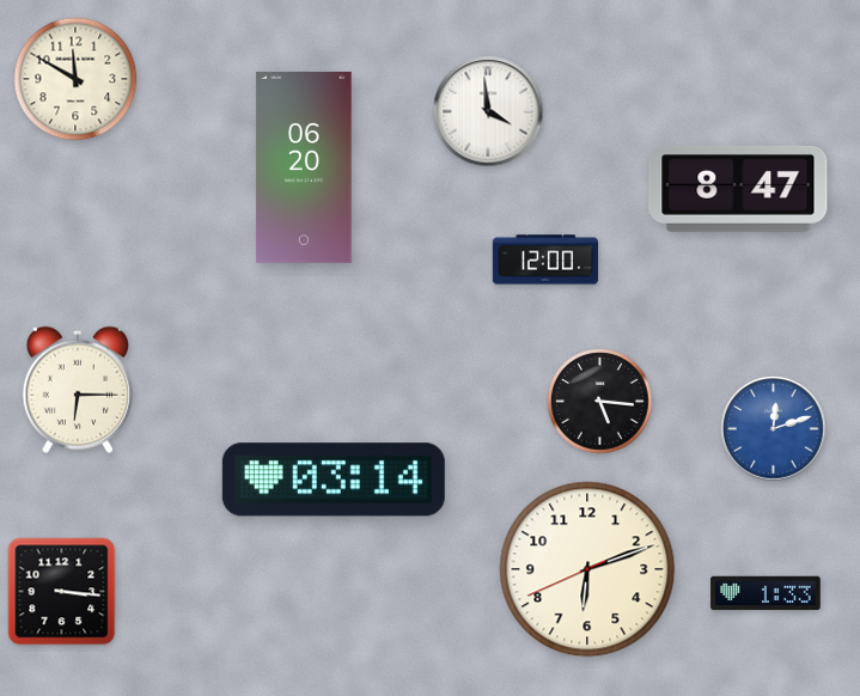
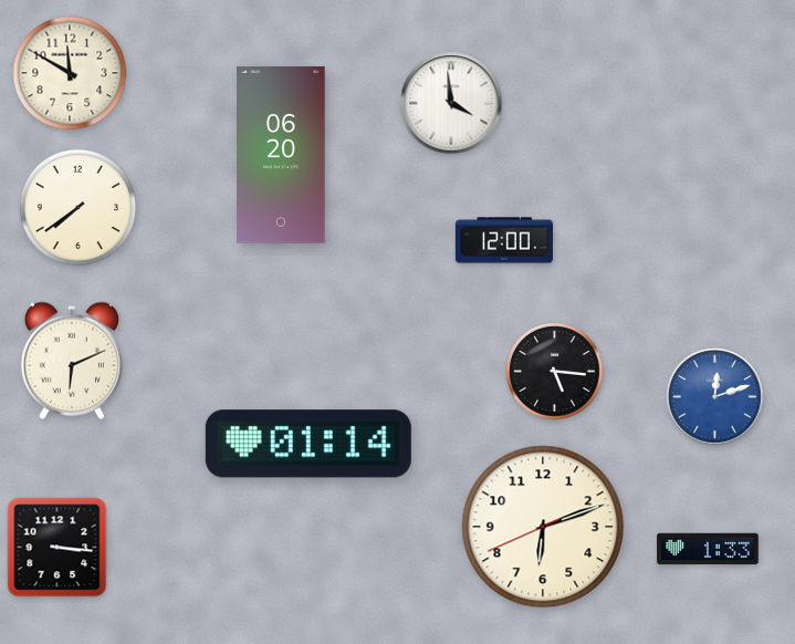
clock at (738, 189): 8:47 -> none
clock at (79, 208): none -> 7:39
clock at (78, 390): 6:15 -> 6:11
clock at (334, 480): 03:14 -> 01:14
